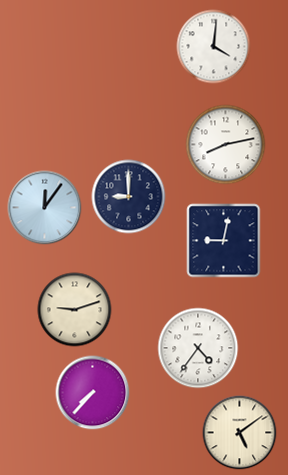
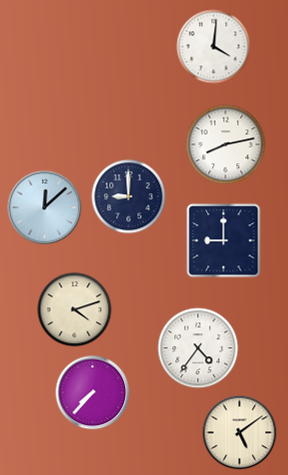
clock at (45, 208): 12:06 -> 12:08
clock at (224, 241): 9:02 -> 9:00
clock at (75, 310): 9:12 -> 4:12
